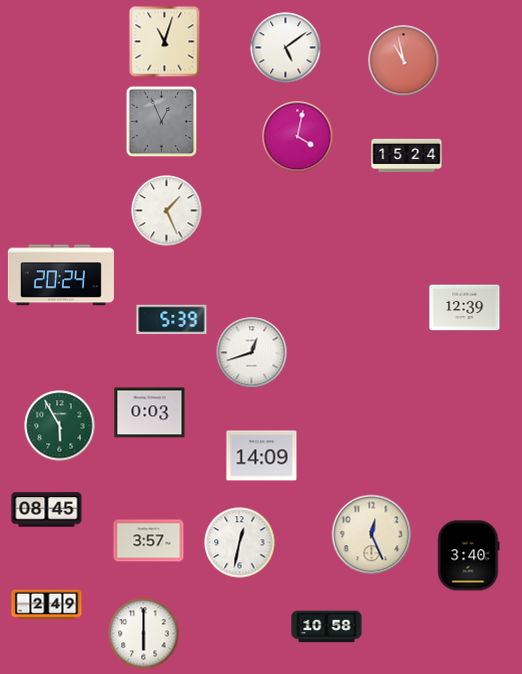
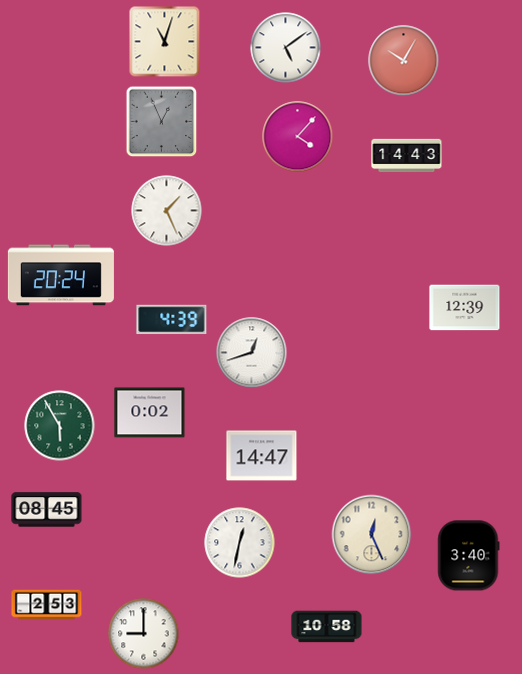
clock at (404, 61): 10:58 -> 10:05
clock at (298, 137): 4:02 -> 4:07
clock at (407, 156): 15:24 -> 14:43
clock at (172, 320): 5:39 -> 4:39
clock at (150, 413): 0:03 -> 0:02
clock at (262, 456): 14:09 -> 14:47
clock at (149, 541): 3:57 -> none
clock at (47, 605): 2:49 -> 2:53
clock at (144, 634): 6:00 -> 9:00
